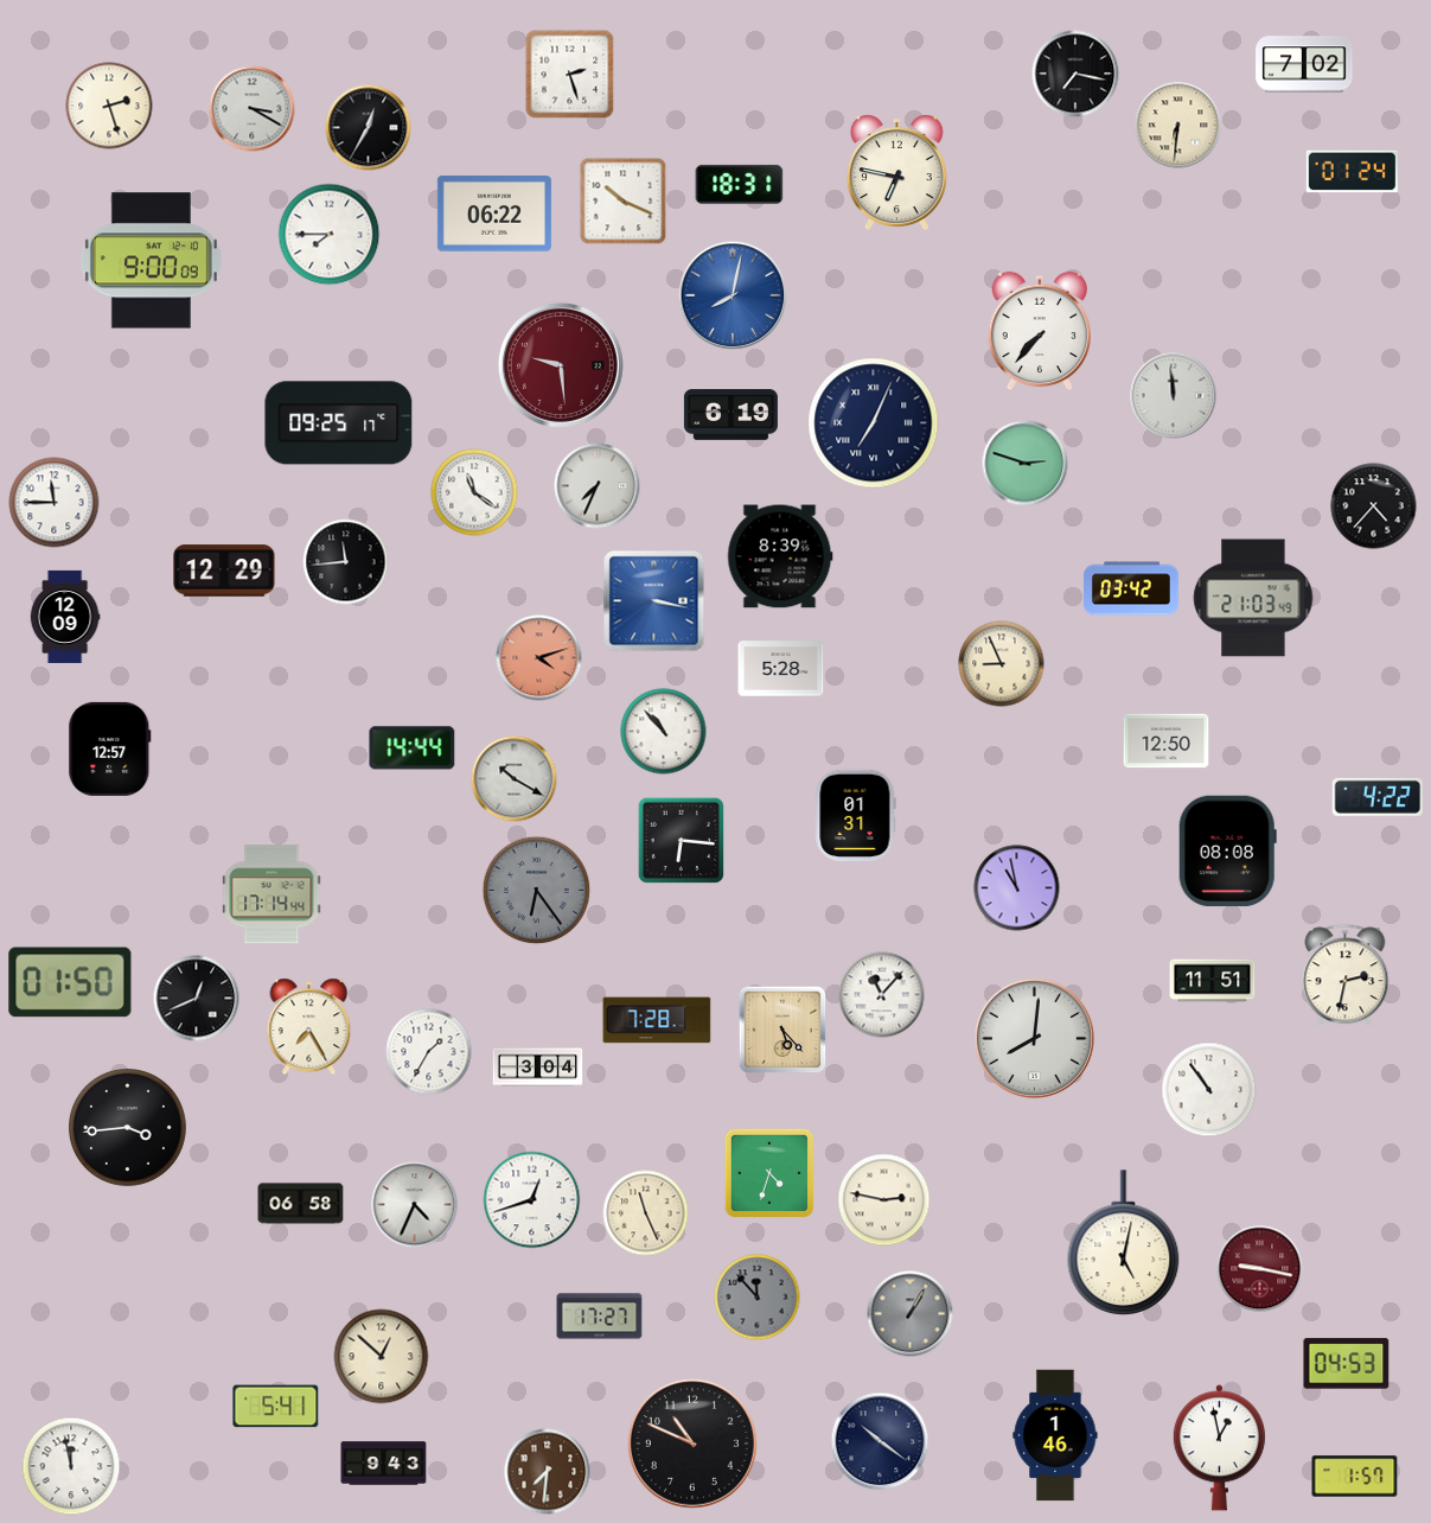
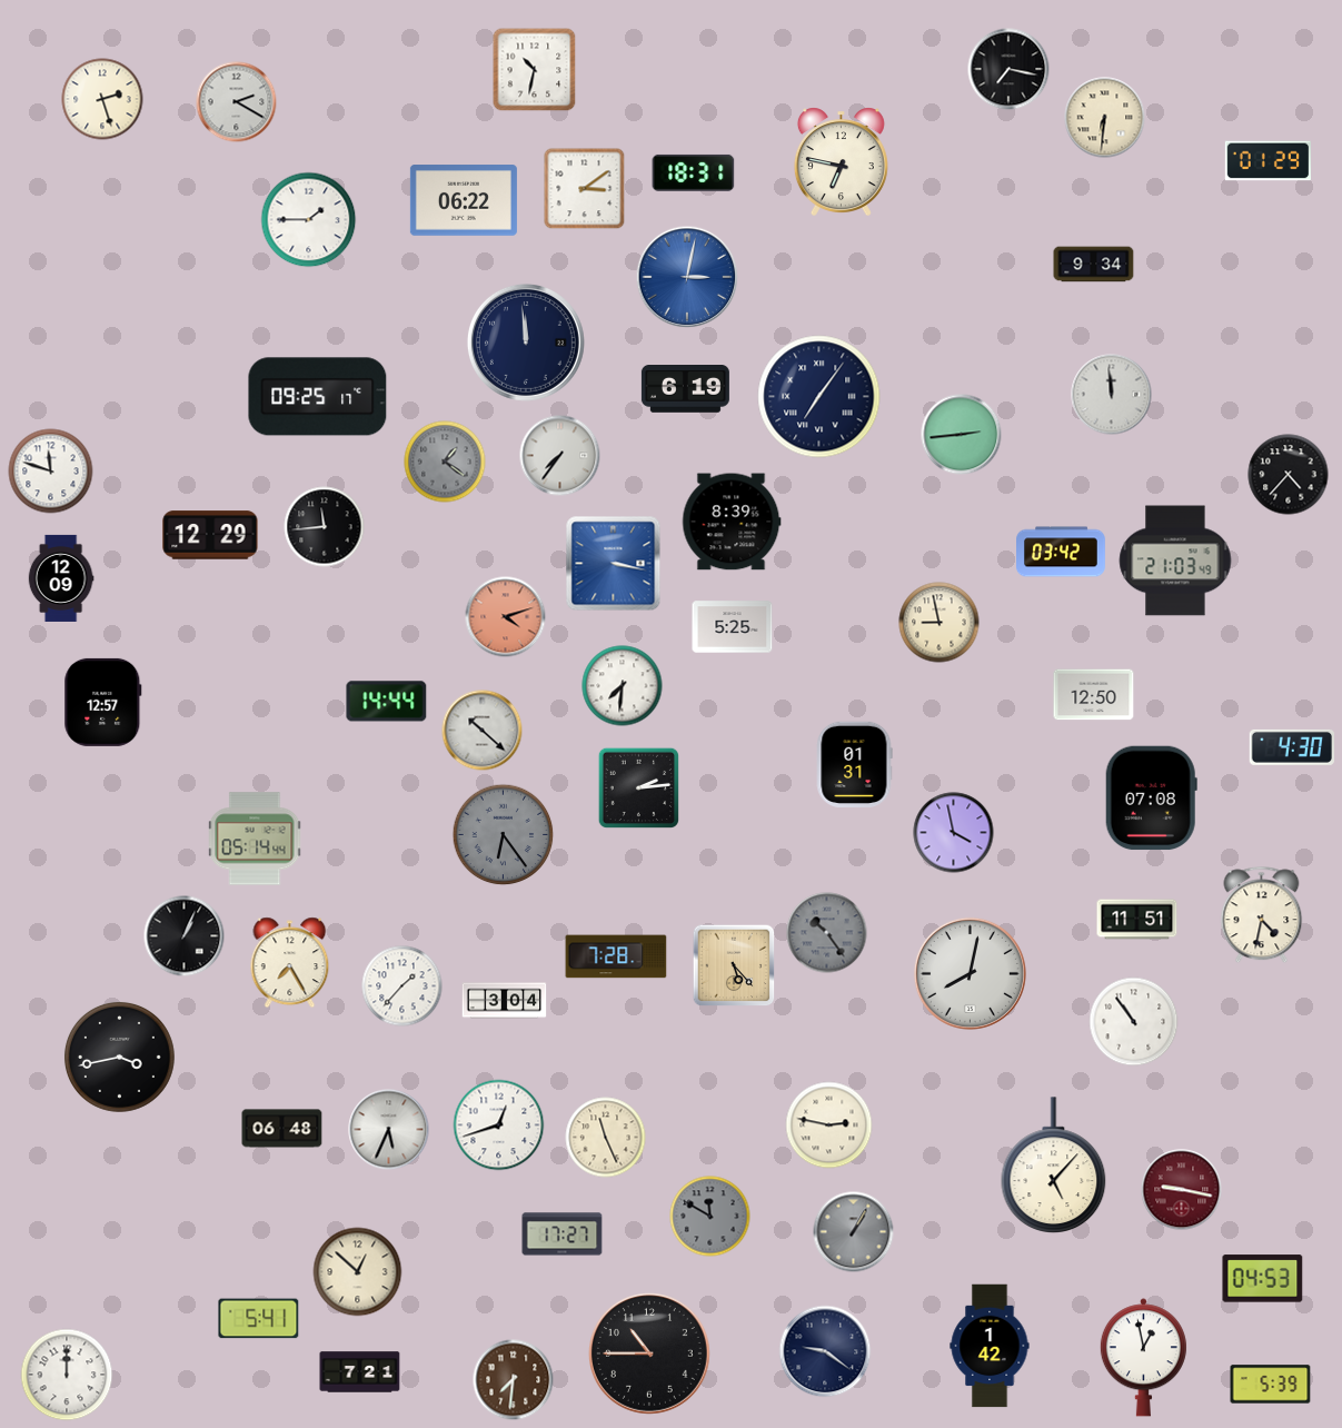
clock at (1304, 64): 7:02 -> none
clock at (570, 75): 2:27 -> 10:32
clock at (253, 109): 3:20 -> 2:20
clock at (369, 128): 12:35 -> none
clock at (1352, 172): 01:24 -> 01:29
clock at (624, 202): 10:19 -> 3:09
clock at (330, 235): 7:45 -> 1:45
clock at (151, 261): 9:00 -> none
clock at (1094, 265): none -> 9:34
clock at (733, 295): 8:02 -> 3:02
clock at (1039, 331): 7:37 -> none
clock at (561, 365): 9:29 -> 11:59
clock at (561, 365) dial: burgundy -> navy
clock at (1174, 396) position: (1174, 396) -> (1112, 395)
clock at (874, 423): 7:04 -> 7:06
clock at (1026, 464): 2:48 -> 2:44
clock at (598, 486): 7:34 -> 7:36
clock at (474, 492): 11:21 -> 1:21
clock at (474, 492) dial: white -> grey
clock at (55, 503): 11:45 -> 11:48
clock at (1002, 664): 8:56 -> 8:58
clock at (781, 669): 5:28 -> 5:25
clock at (664, 732): 10:53 -> 7:31
clock at (515, 779): 10:20 -> 10:22
clock at (1378, 797): 4:22 -> 4:30
clock at (855, 815) position: (855, 815) -> (854, 764)
clock at (681, 840): 6:16 -> 2:14
clock at (1227, 852): 08:08 -> 07:08
clock at (1017, 888): 10:58 -> 3:58
clock at (271, 894): 17:14 -> 05:14
clock at (1346, 976): 2:32 -> 4:32
clock at (70, 982): 01:50 -> none
clock at (882, 995): 11:07 -> 10:24
clock at (882, 995) dial: white -> grey
clock at (197, 999): 12:41 -> 1:04
clock at (1034, 1038): 8:01 -> 8:02
clock at (429, 1052): 1:35 -> 1:37
clock at (127, 1127): 3:44 -> 3:43
clock at (768, 1172): 4:33 -> none
clock at (301, 1204): 06:58 -> 06:48
clock at (415, 1205): 4:34 -> 5:34
clock at (1124, 1242): 5:02 -> 5:07
clock at (758, 1298): 11:53 -> 11:50
clock at (1055, 1435): 1:46 -> 1:42
clock at (880, 1441): 10:21 -> 9:21
clock at (694, 1445): 10:49 -> 10:45
clock at (384, 1464): 9:43 -> 7:21
clock at (71, 1466): 11:58 -> 12:00
clock at (1355, 1477): 1:57 -> 5:39
